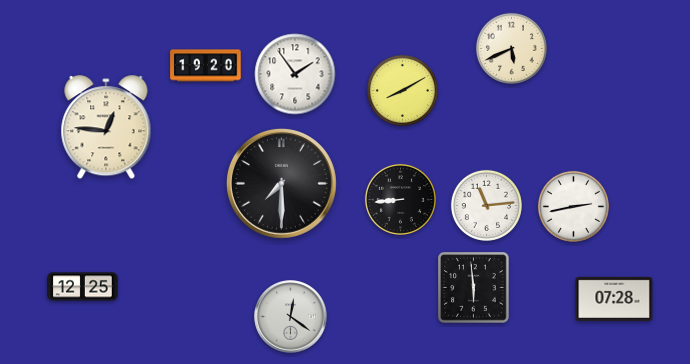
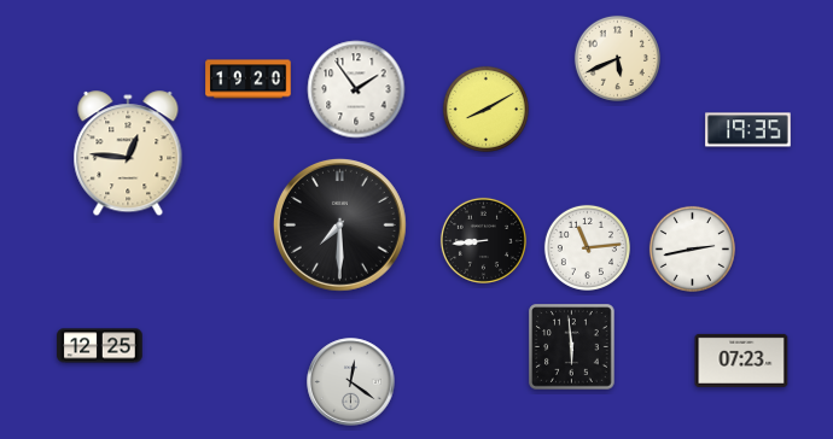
clock at (748, 130): none -> 19:35
clock at (282, 184) position: (282, 184) -> (340, 226)
clock at (614, 299): 07:28 -> 07:23
